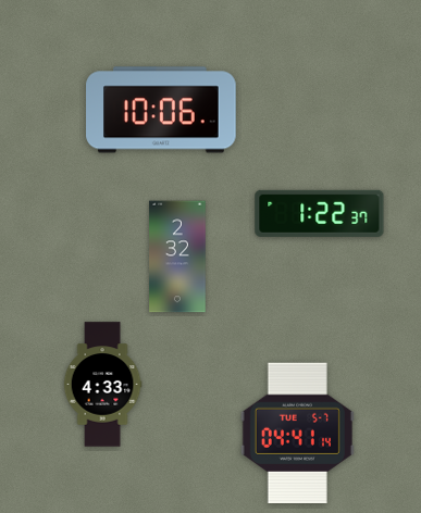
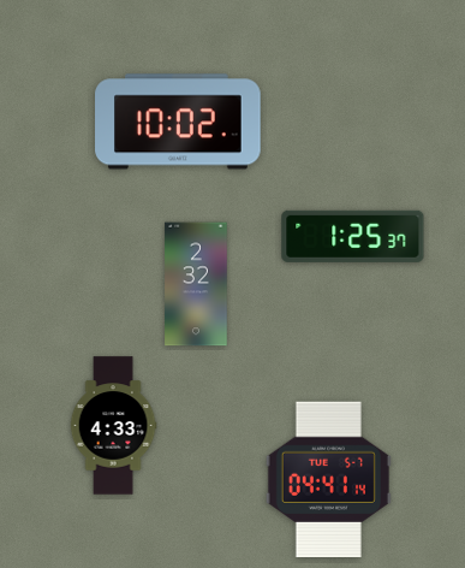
clock at (161, 110): 10:06 -> 10:02
clock at (320, 213): 1:22 -> 1:25
